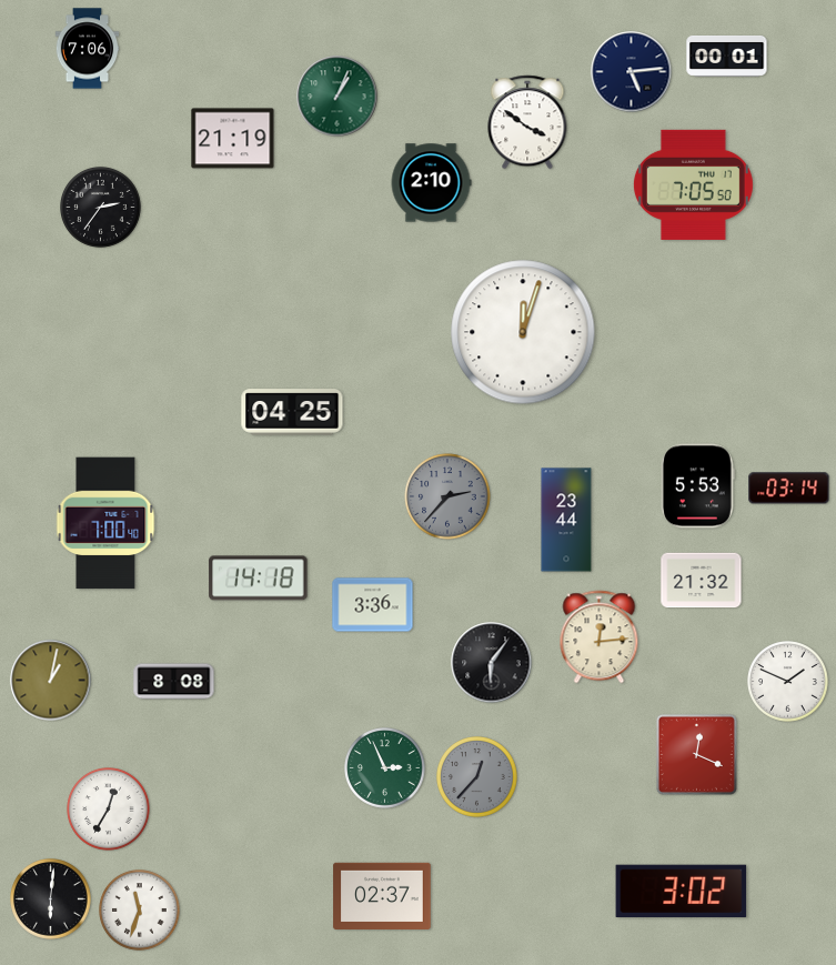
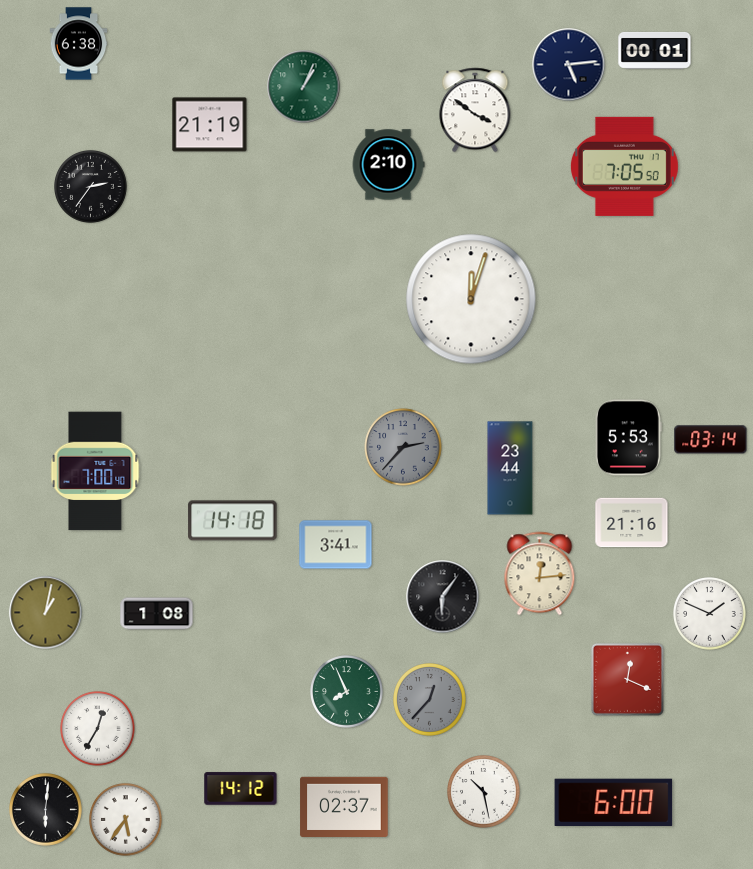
clock at (88, 49): 7:06 -> 6:38
clock at (292, 412): 04:25 -> none
clock at (702, 581): 21:32 -> 21:16
clock at (373, 605): 3:36 -> 3:41
clock at (174, 682): 8:08 -> 1:08
clock at (385, 768): 2:56 -> 7:56
clock at (241, 789): none -> 14:12
clock at (484, 792): none -> 10:28
clock at (682, 891): 3:02 -> 6:00
clock at (140, 911): 11:33 -> 5:36
